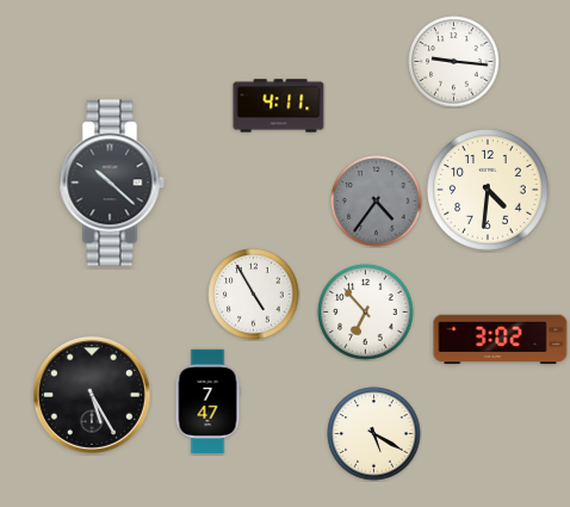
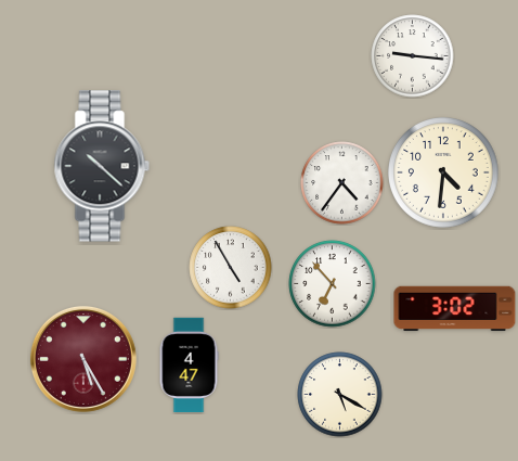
clock at (279, 106): 4:11 -> none
clock at (377, 202) dial: grey -> white
clock at (92, 395) dial: black -> burgundy
clock at (207, 402): 7:47 -> 4:47
